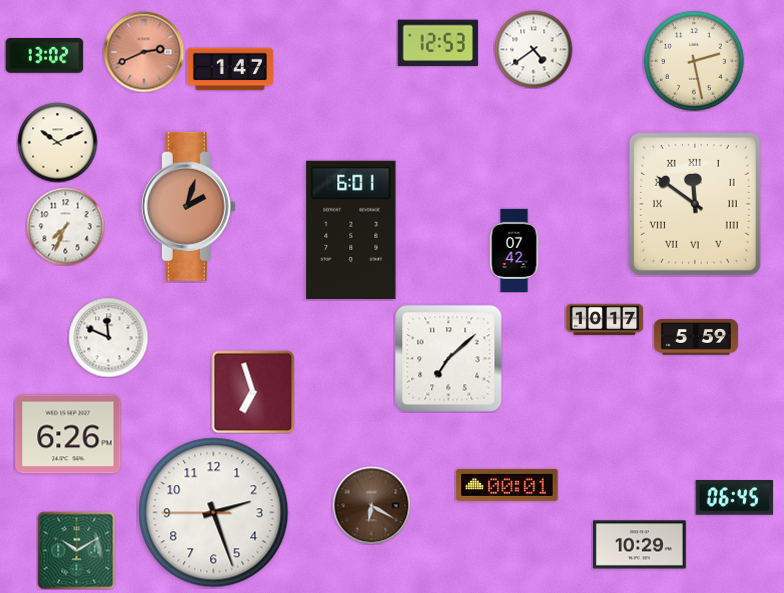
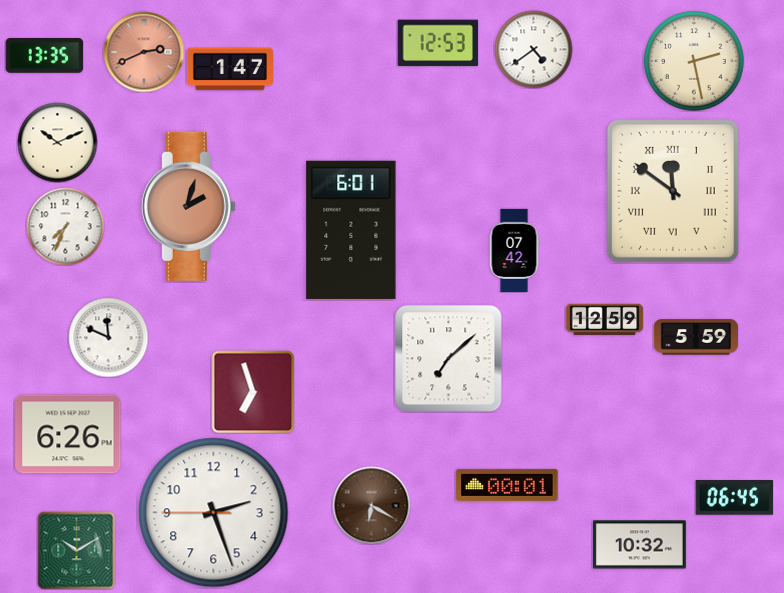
clock at (44, 55): 13:02 -> 13:35
clock at (695, 204) position: (695, 204) -> (673, 191)
clock at (604, 320): 10:17 -> 12:59
clock at (639, 545): 10:29 -> 10:32
